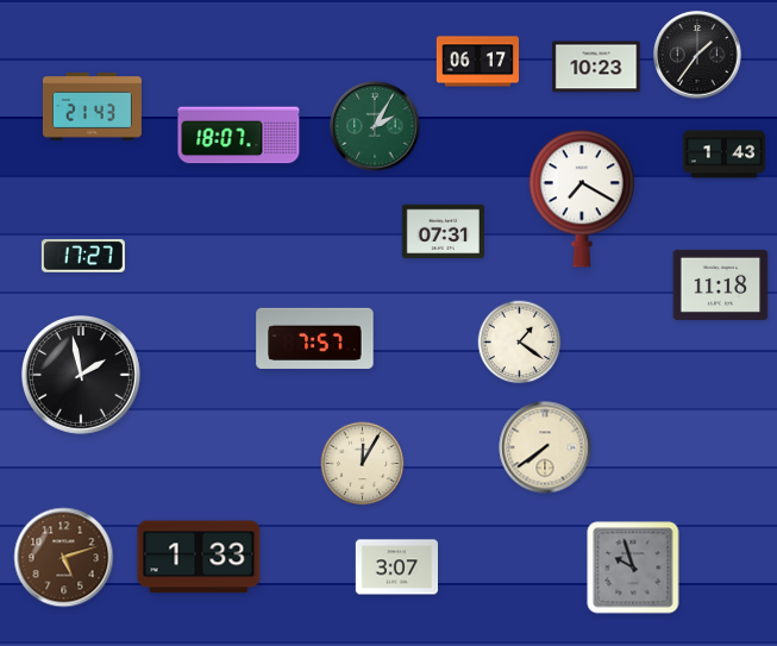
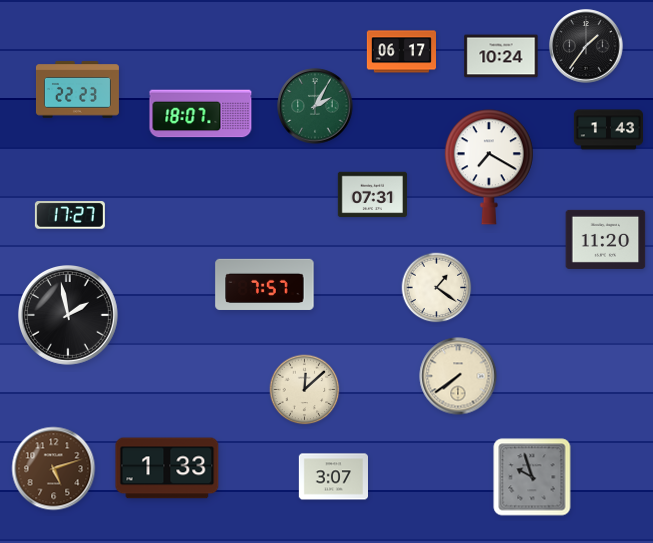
clock at (596, 67): 10:23 -> 10:24
clock at (92, 107): 21:43 -> 22:23
clock at (721, 284): 11:18 -> 11:20
clock at (363, 464): 12:05 -> 12:08
